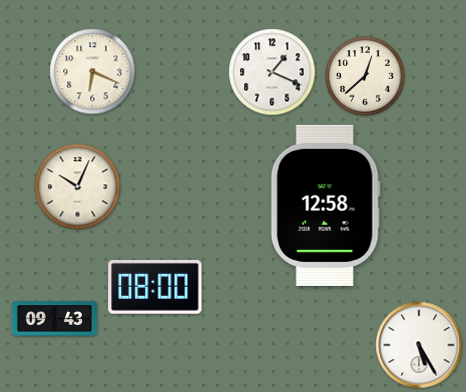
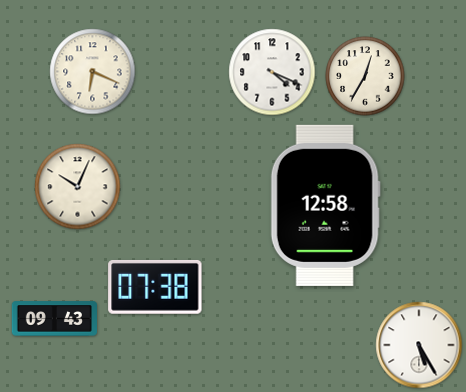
clock at (272, 72): 1:19 -> 4:19
clock at (365, 76): 12:38 -> 12:35
clock at (155, 287): 08:00 -> 07:38
